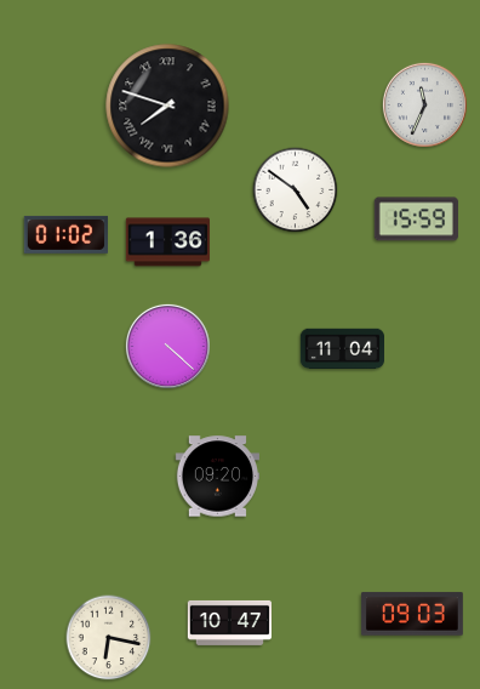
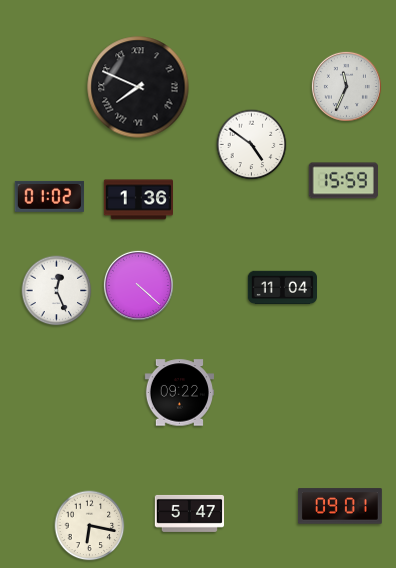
clock at (424, 104) position: (424, 104) -> (346, 86)
clock at (167, 106): 7:48 -> 7:49
clock at (296, 190) position: (296, 190) -> (252, 145)
clock at (65, 234) position: (65, 234) -> (49, 196)
clock at (57, 291): none -> 12:26
clock at (217, 477): 09:20 -> 09:22
clock at (412, 614): 09:03 -> 09:01
clock at (229, 622): 10:47 -> 5:47
